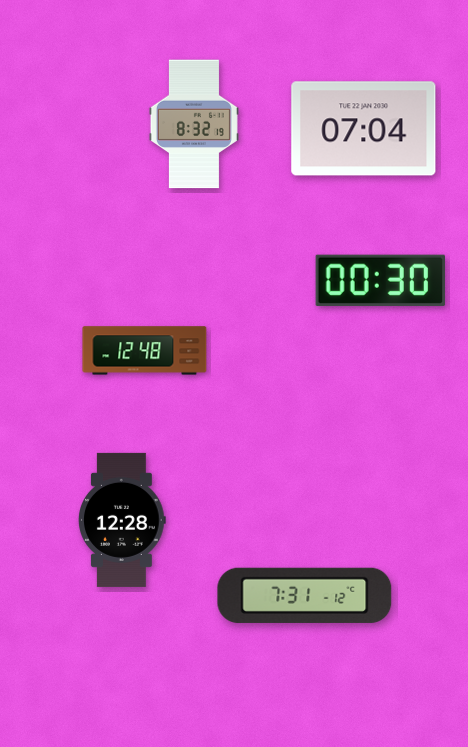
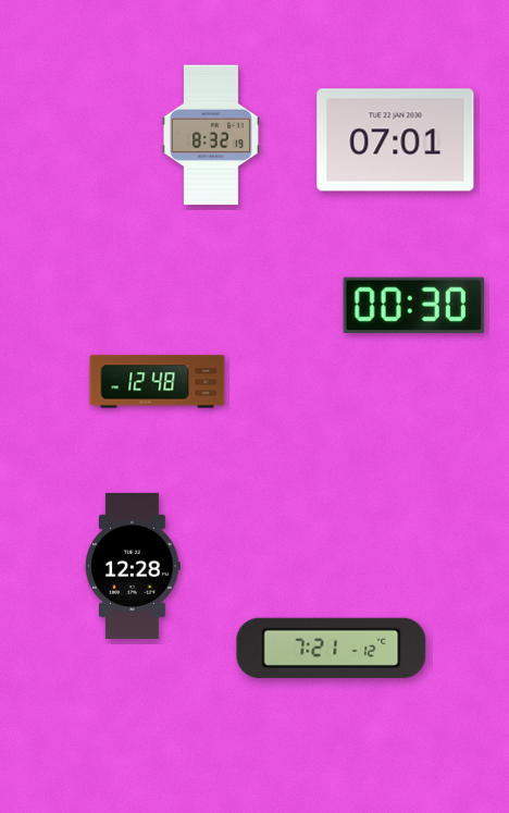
clock at (364, 129): 07:04 -> 07:01
clock at (305, 595): 7:31 -> 7:21
